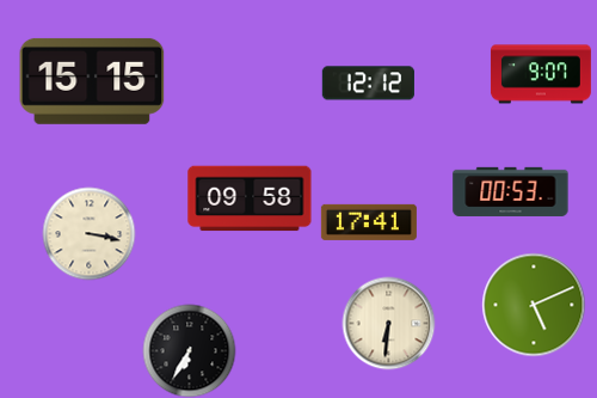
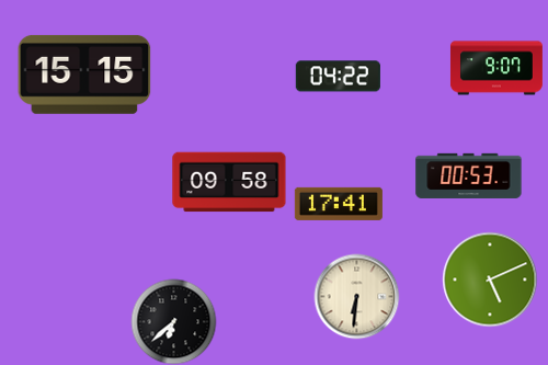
clock at (368, 84): 12:12 -> 04:22
clock at (88, 233): 3:17 -> none
clock at (189, 350): 6:35 -> 6:38
